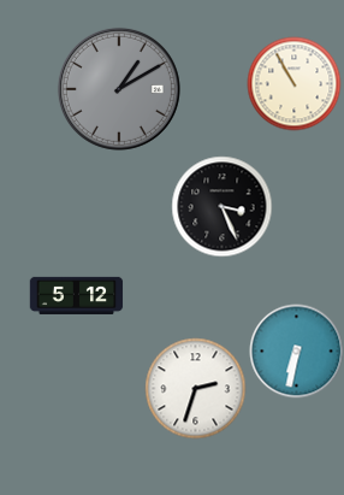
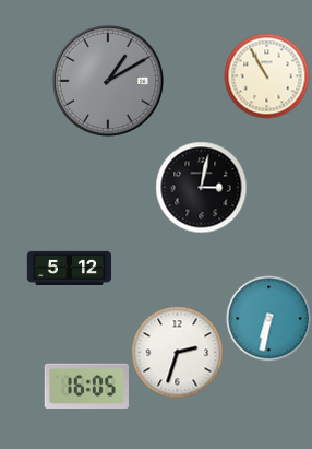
clock at (221, 206): 3:26 -> 3:02
clock at (86, 386): none -> 16:05
